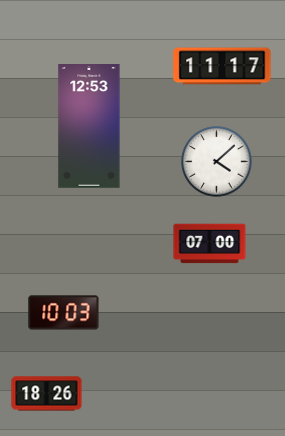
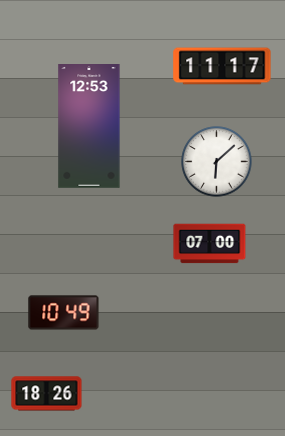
clock at (217, 162): 4:08 -> 6:08
clock at (64, 313): 10:03 -> 10:49
